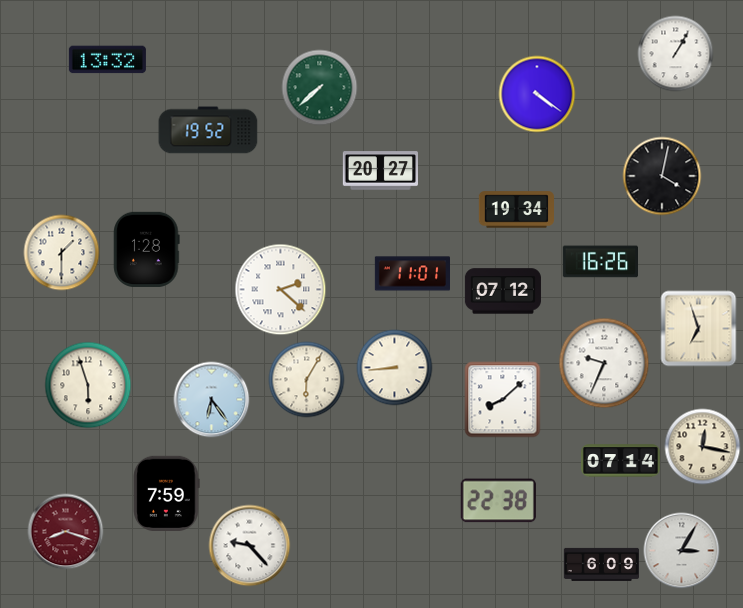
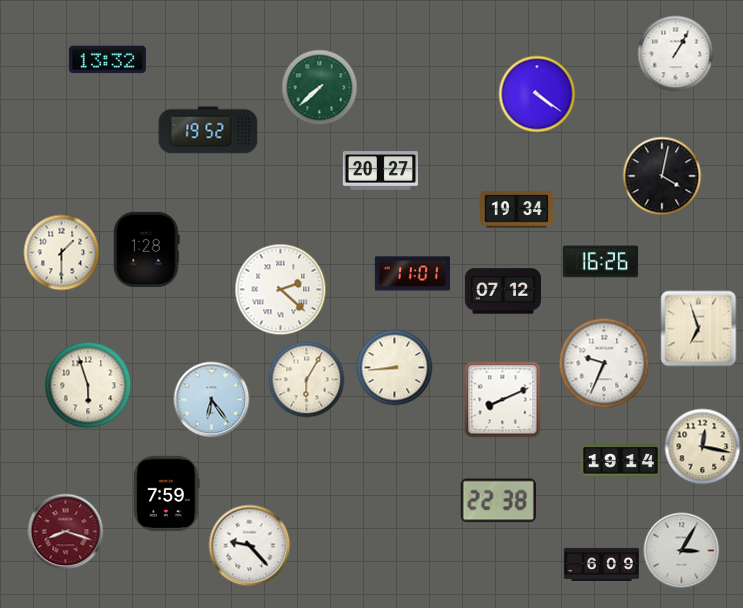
clock at (503, 400): 8:08 -> 8:11
clock at (620, 461): 07:14 -> 19:14
